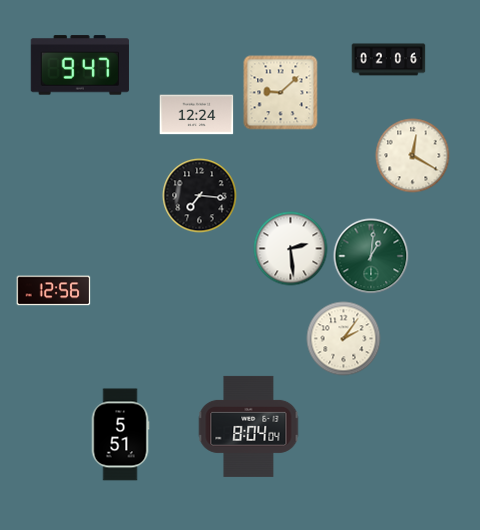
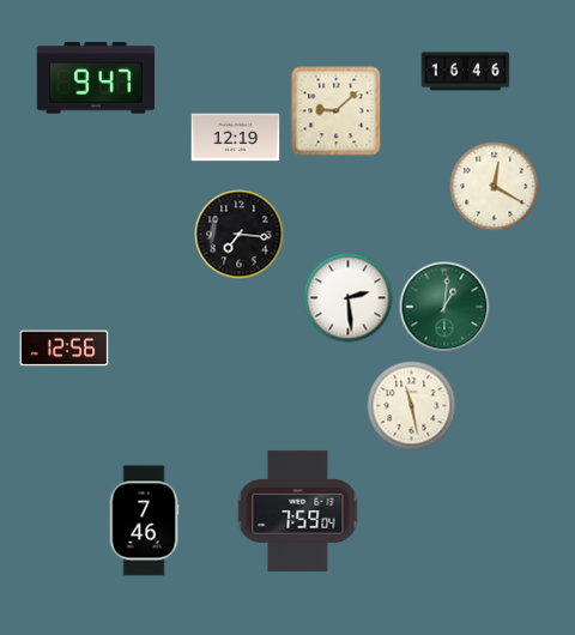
clock at (389, 60): 02:06 -> 16:46
clock at (197, 115): 12:24 -> 12:19
clock at (344, 339): 2:06 -> 11:28
clock at (249, 426): 8:04 -> 7:59
clock at (120, 435): 5:51 -> 7:46
